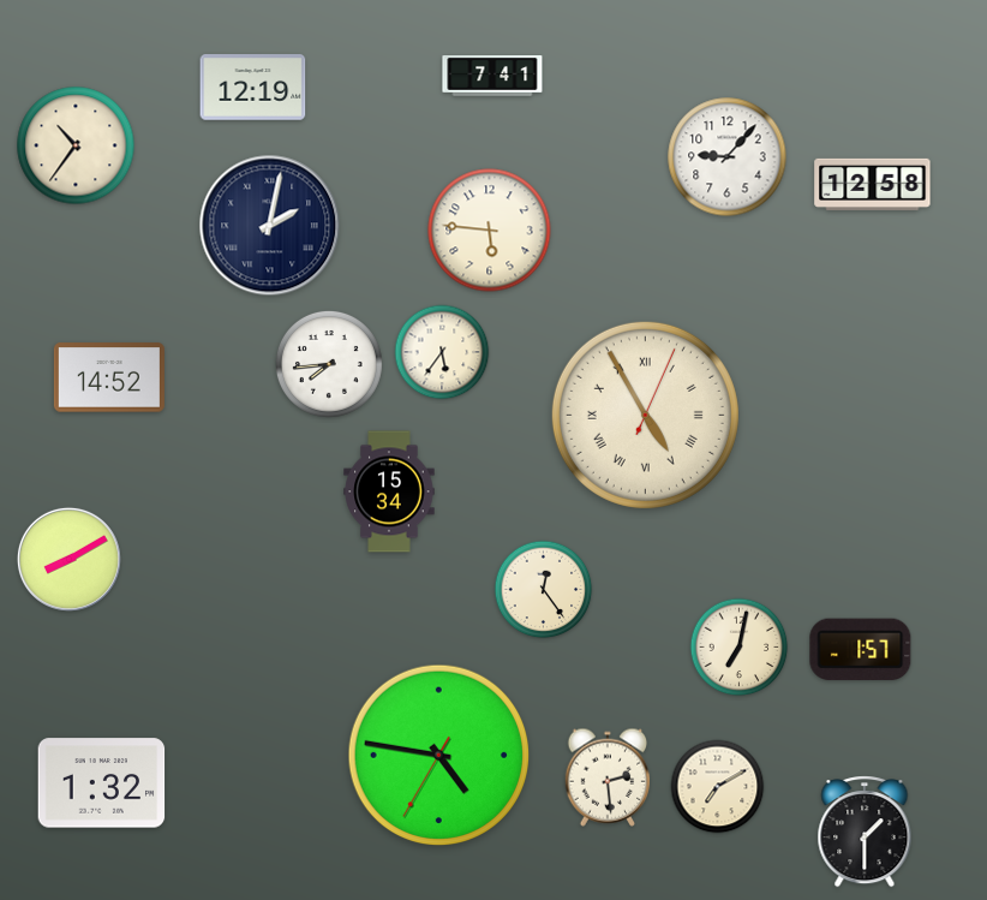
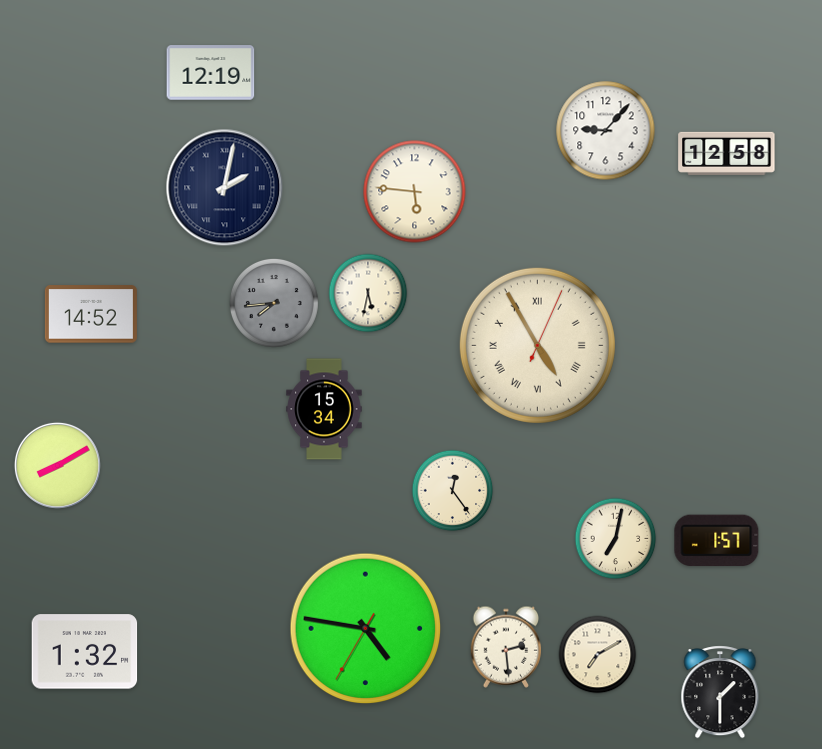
clock at (492, 76): 7:41 -> none
clock at (76, 145): 10:36 -> none
clock at (490, 231) position: (490, 231) -> (415, 192)
clock at (442, 352): 5:36 -> 5:32
clock at (329, 364) dial: white -> grey
